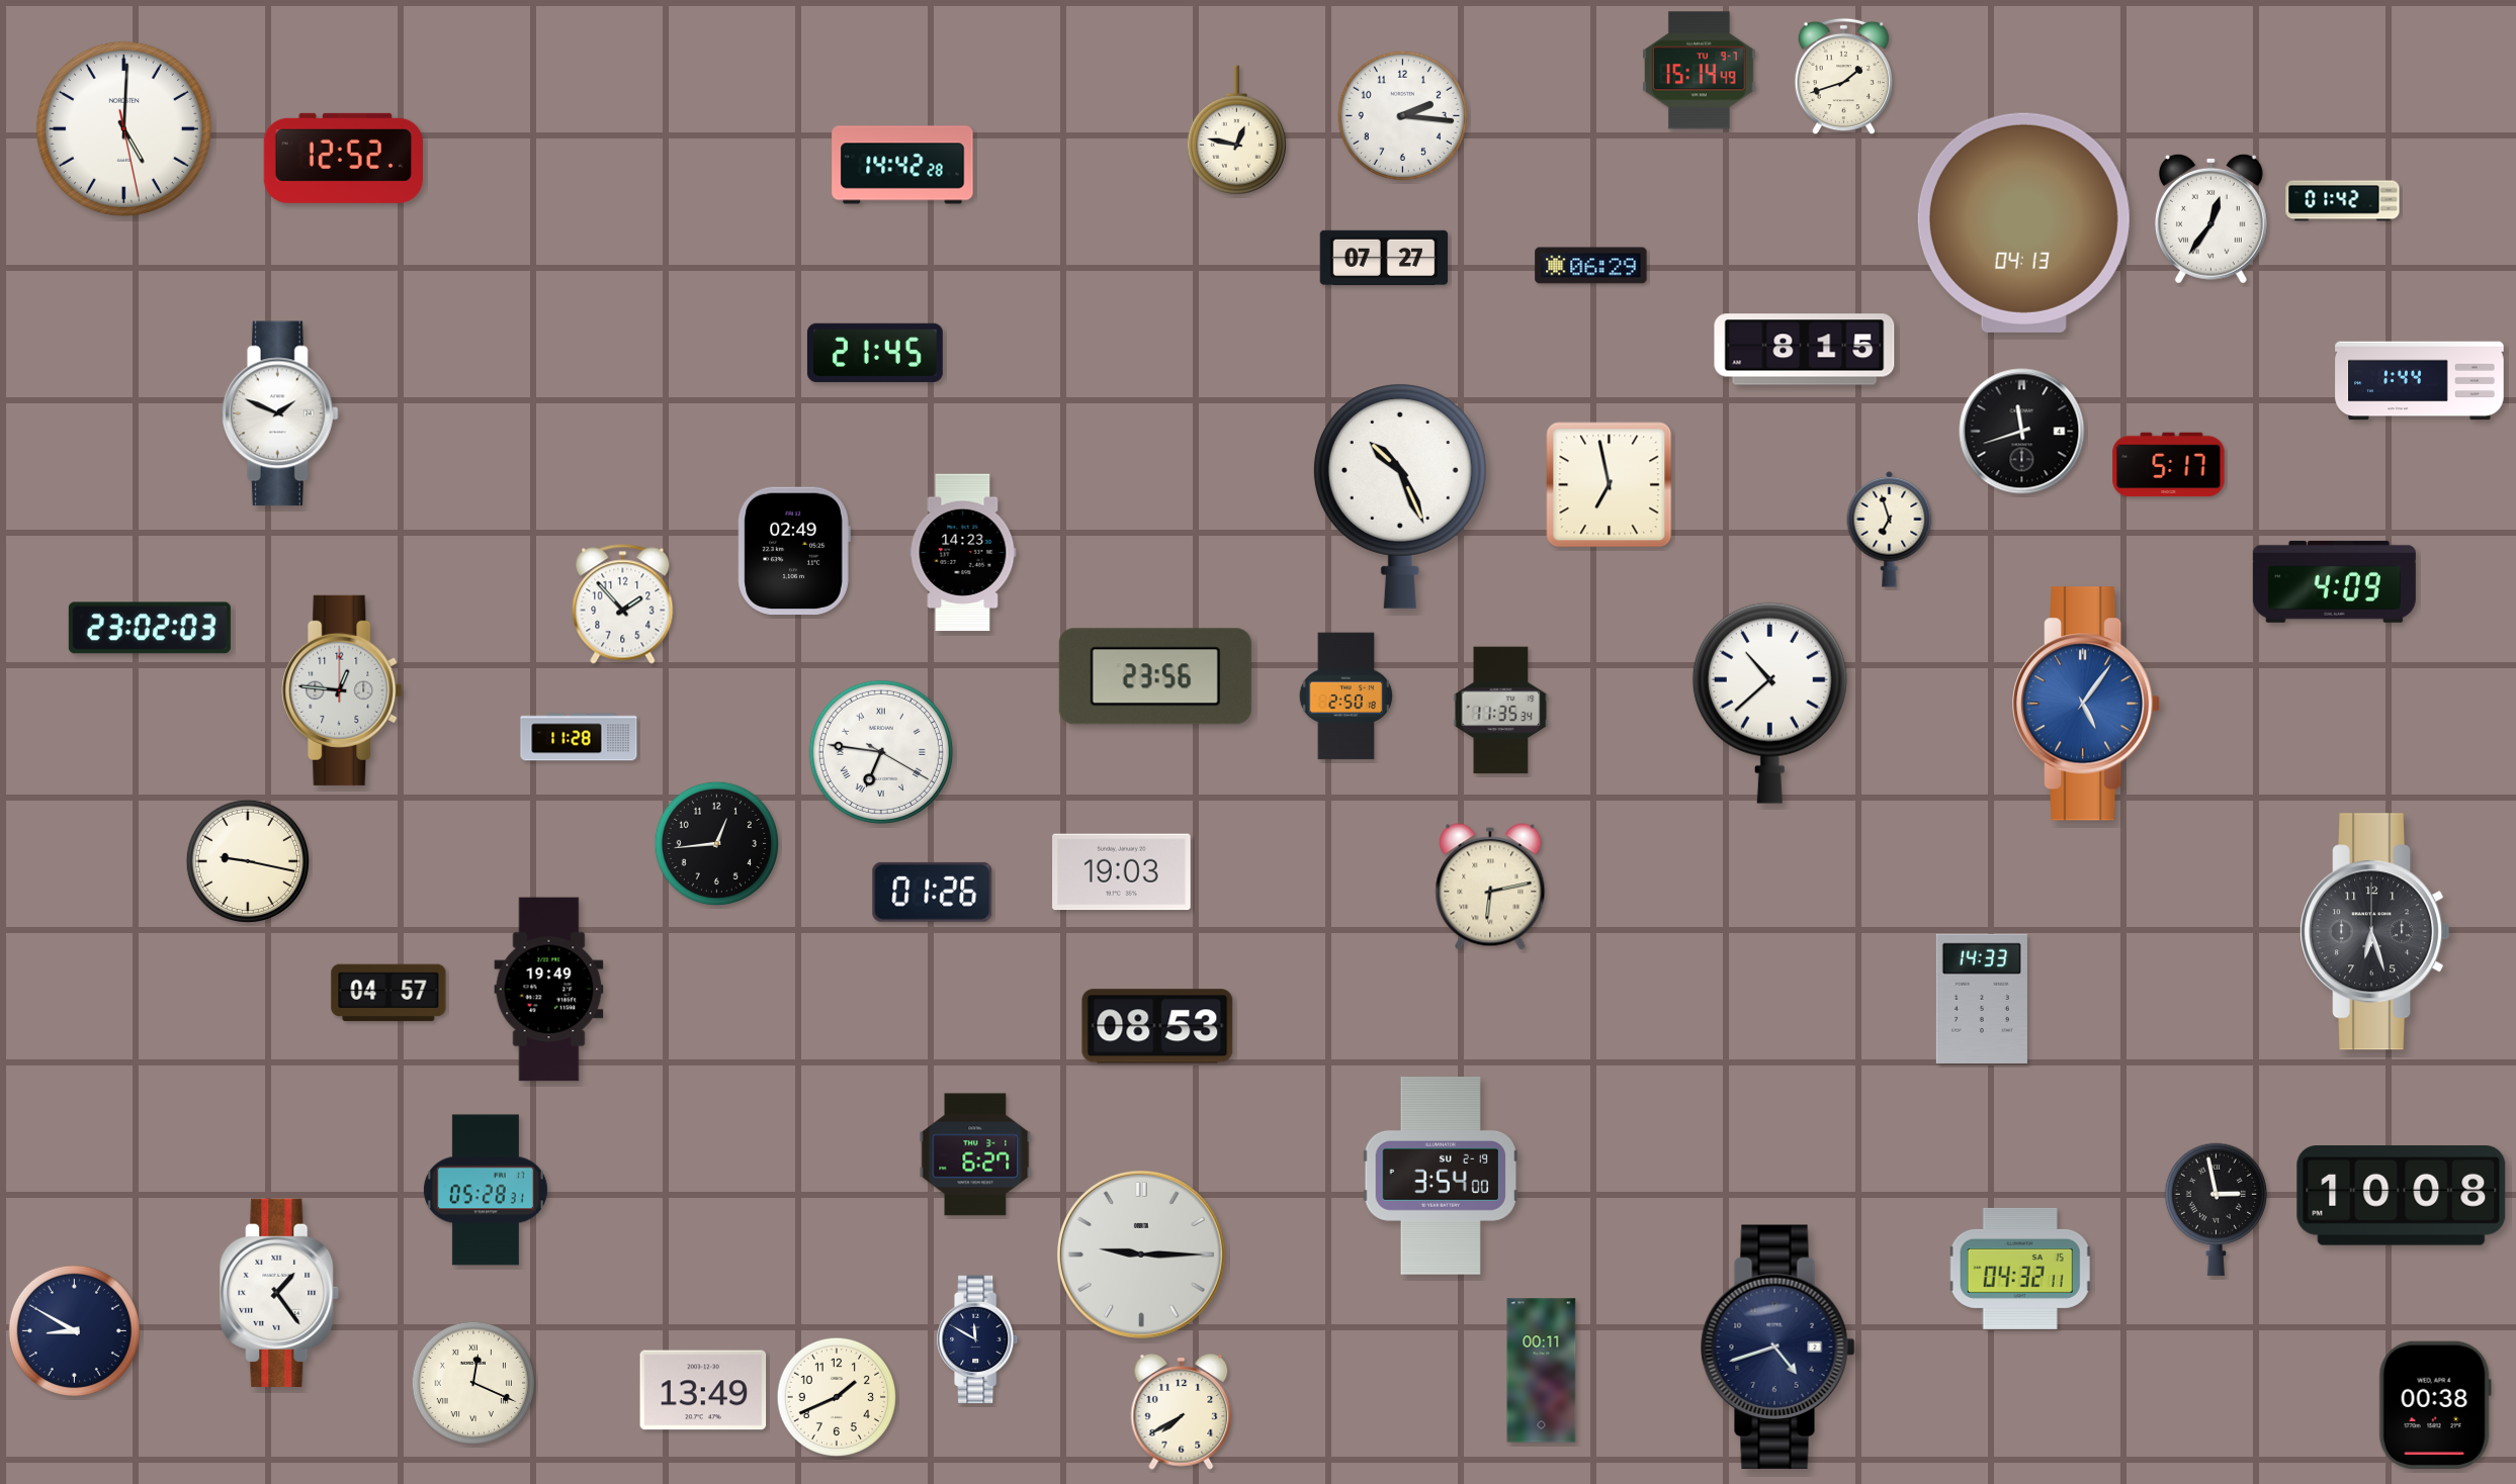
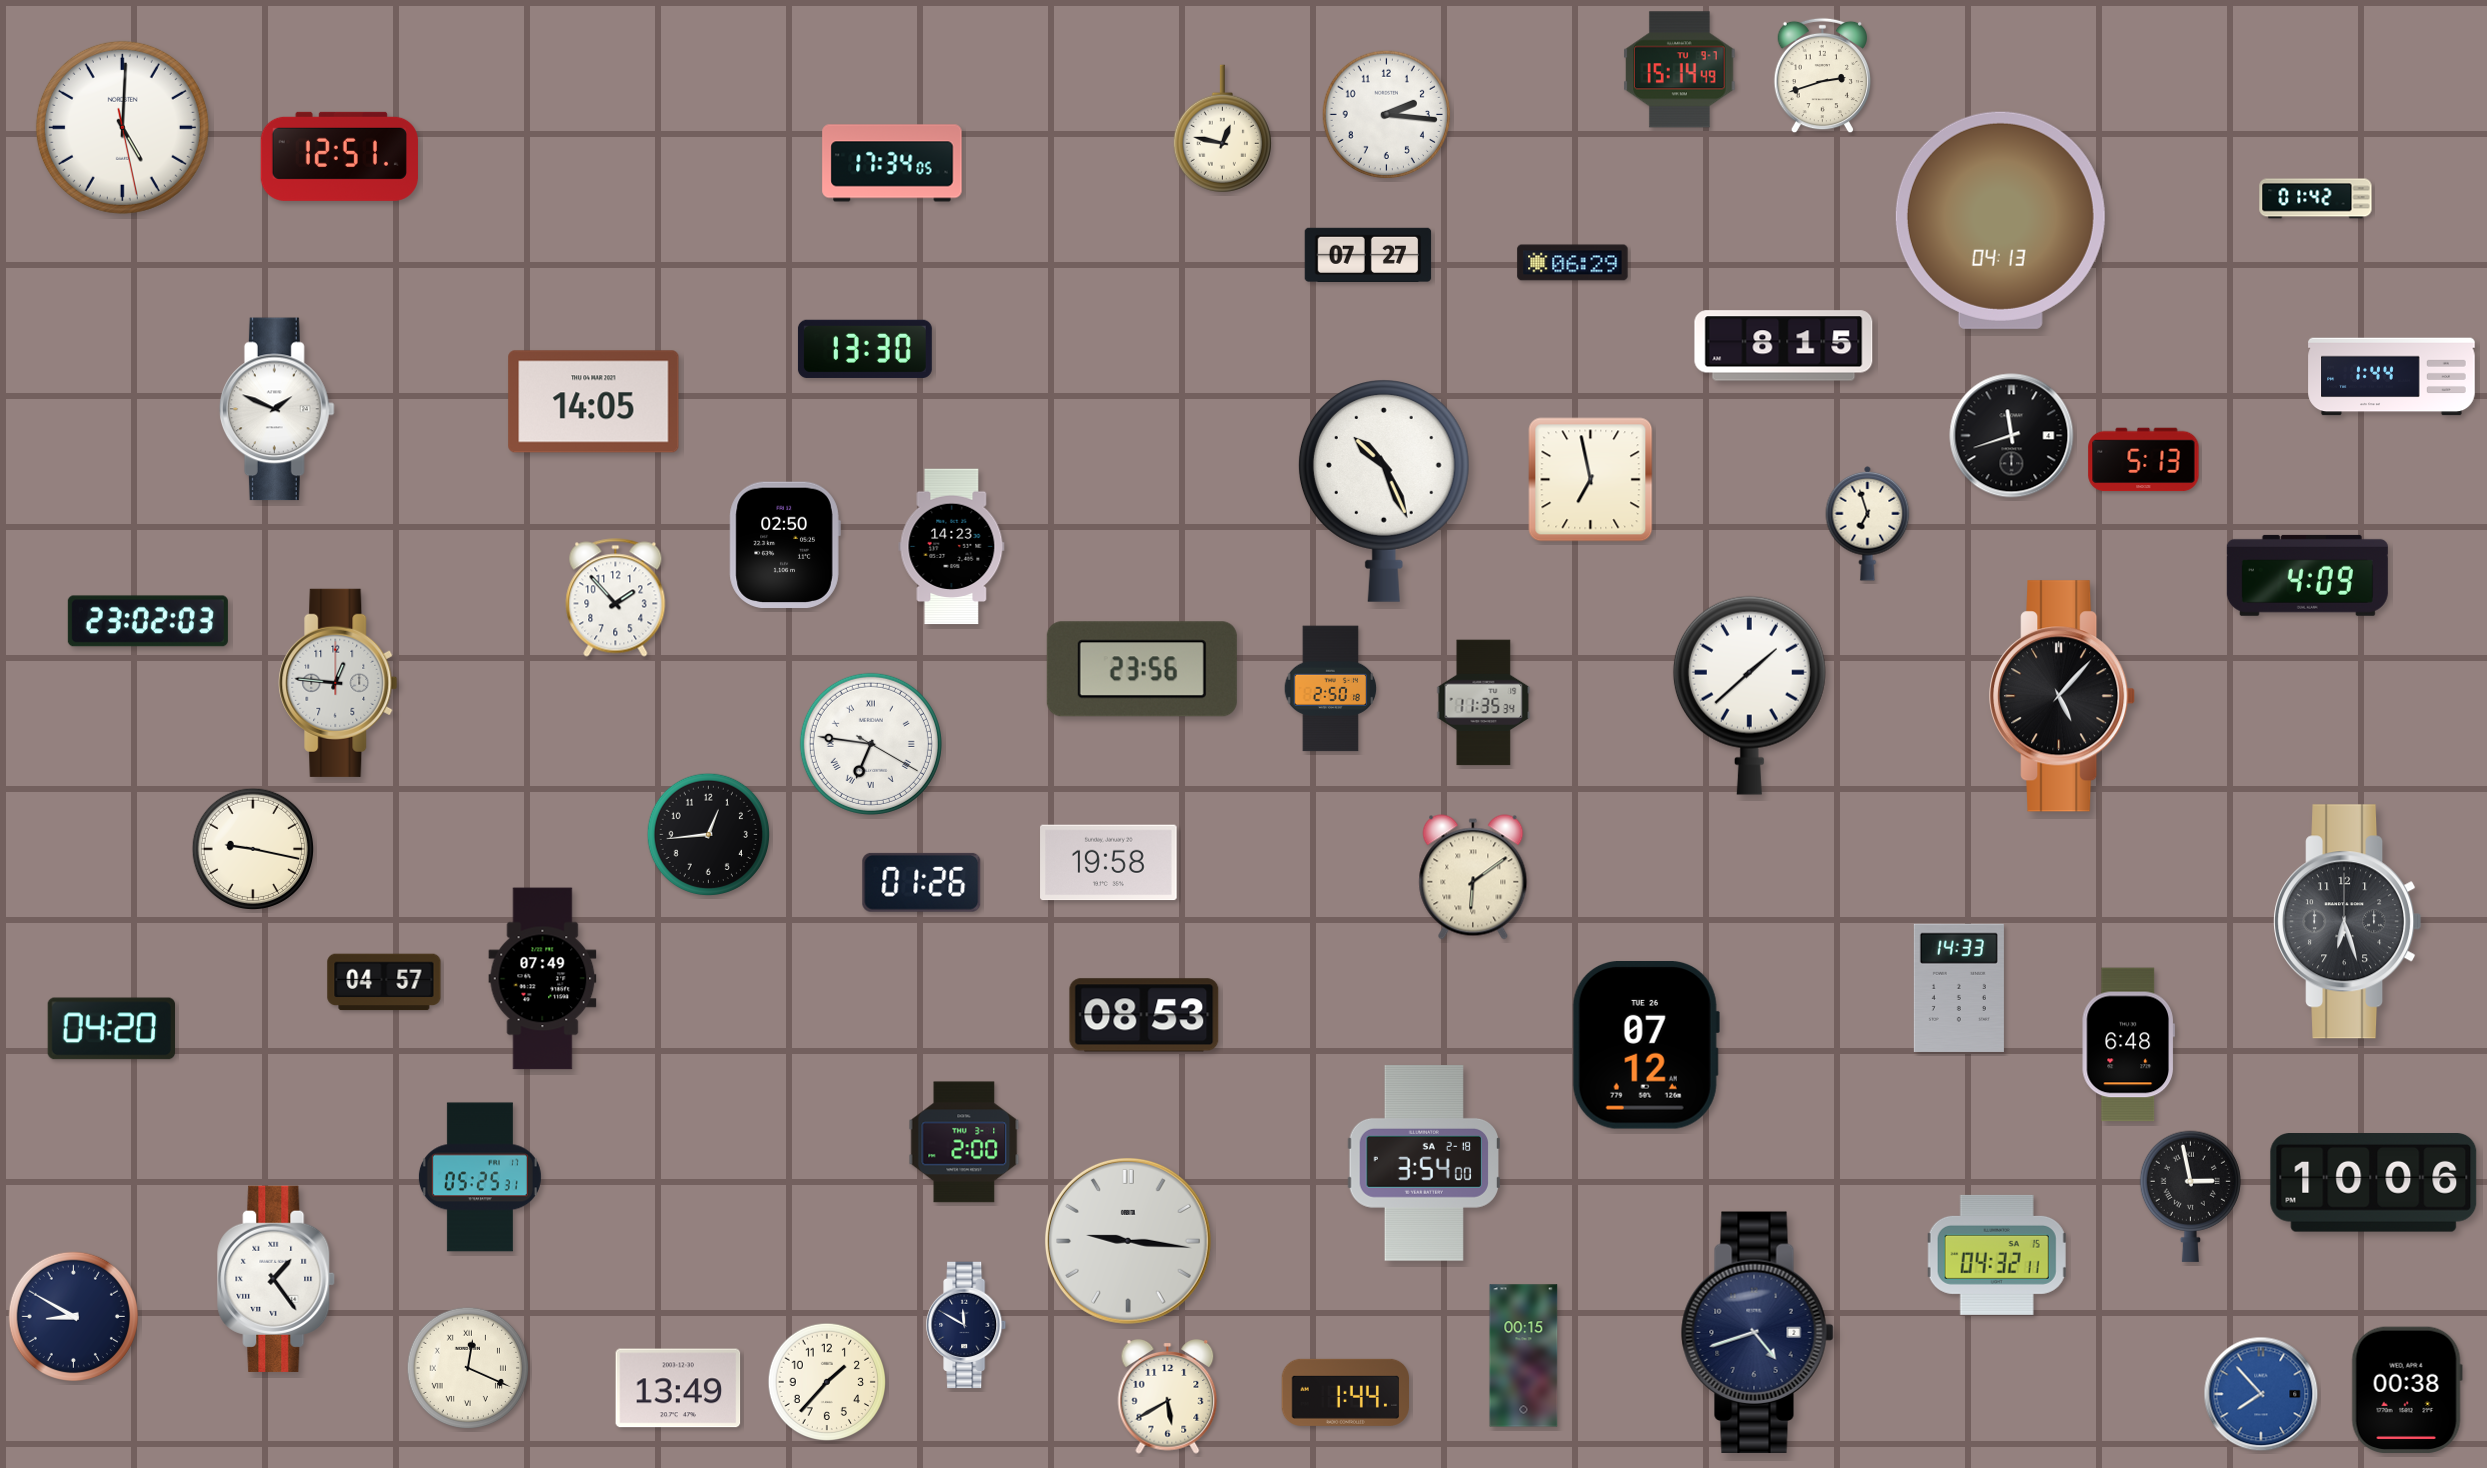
clock at (1843, 77): 1:42 -> 2:42
clock at (343, 158): 12:52 -> 12:51
clock at (902, 165): 14:42 -> 17:34
clock at (2210, 218): 12:36 -> none
clock at (875, 353): 21:45 -> 13:30
clock at (594, 402): none -> 14:05
clock at (2022, 432) position: (2022, 432) -> (2012, 436)
clock at (2169, 465): 5:17 -> 5:13
clock at (794, 551): 02:49 -> 02:50
clock at (1769, 703): 10:38 -> 1:38
clock at (2087, 704): 5:06 -> 5:07
clock at (2087, 704) dial: blue -> black
clock at (579, 737): 11:28 -> none
clock at (247, 860) position: (247, 860) -> (252, 848)
clock at (1122, 872): 19:03 -> 19:58
clock at (1490, 887): 6:13 -> 6:09
clock at (549, 990): 19:49 -> 07:49
clock at (111, 1029): none -> 04:20
clock at (2128, 1045): none -> 6:48
clock at (1646, 1046): none -> 07:12
clock at (975, 1154): 6:27 -> 2:00
clock at (1440, 1177) date: SU 2-19 -> SA 2-18
clock at (486, 1190): 05:28 -> 05:25
clock at (2402, 1196): 10:08 -> 10:06
clock at (1141, 1255): 9:15 -> 9:16
clock at (1542, 1371): 00:11 -> 00:15
clock at (703, 1390) position: (703, 1390) -> (678, 1388)
clock at (837, 1397): 1:41 -> 1:37
clock at (1346, 1392): none -> 1:44
clock at (2261, 1394): none -> 7:53
clock at (1182, 1412): 7:40 -> 5:40
